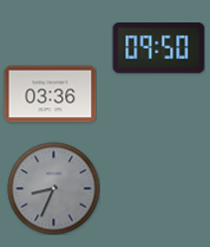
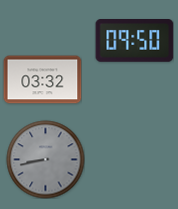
clock at (50, 95): 03:36 -> 03:32
clock at (53, 188): 8:34 -> 8:43
